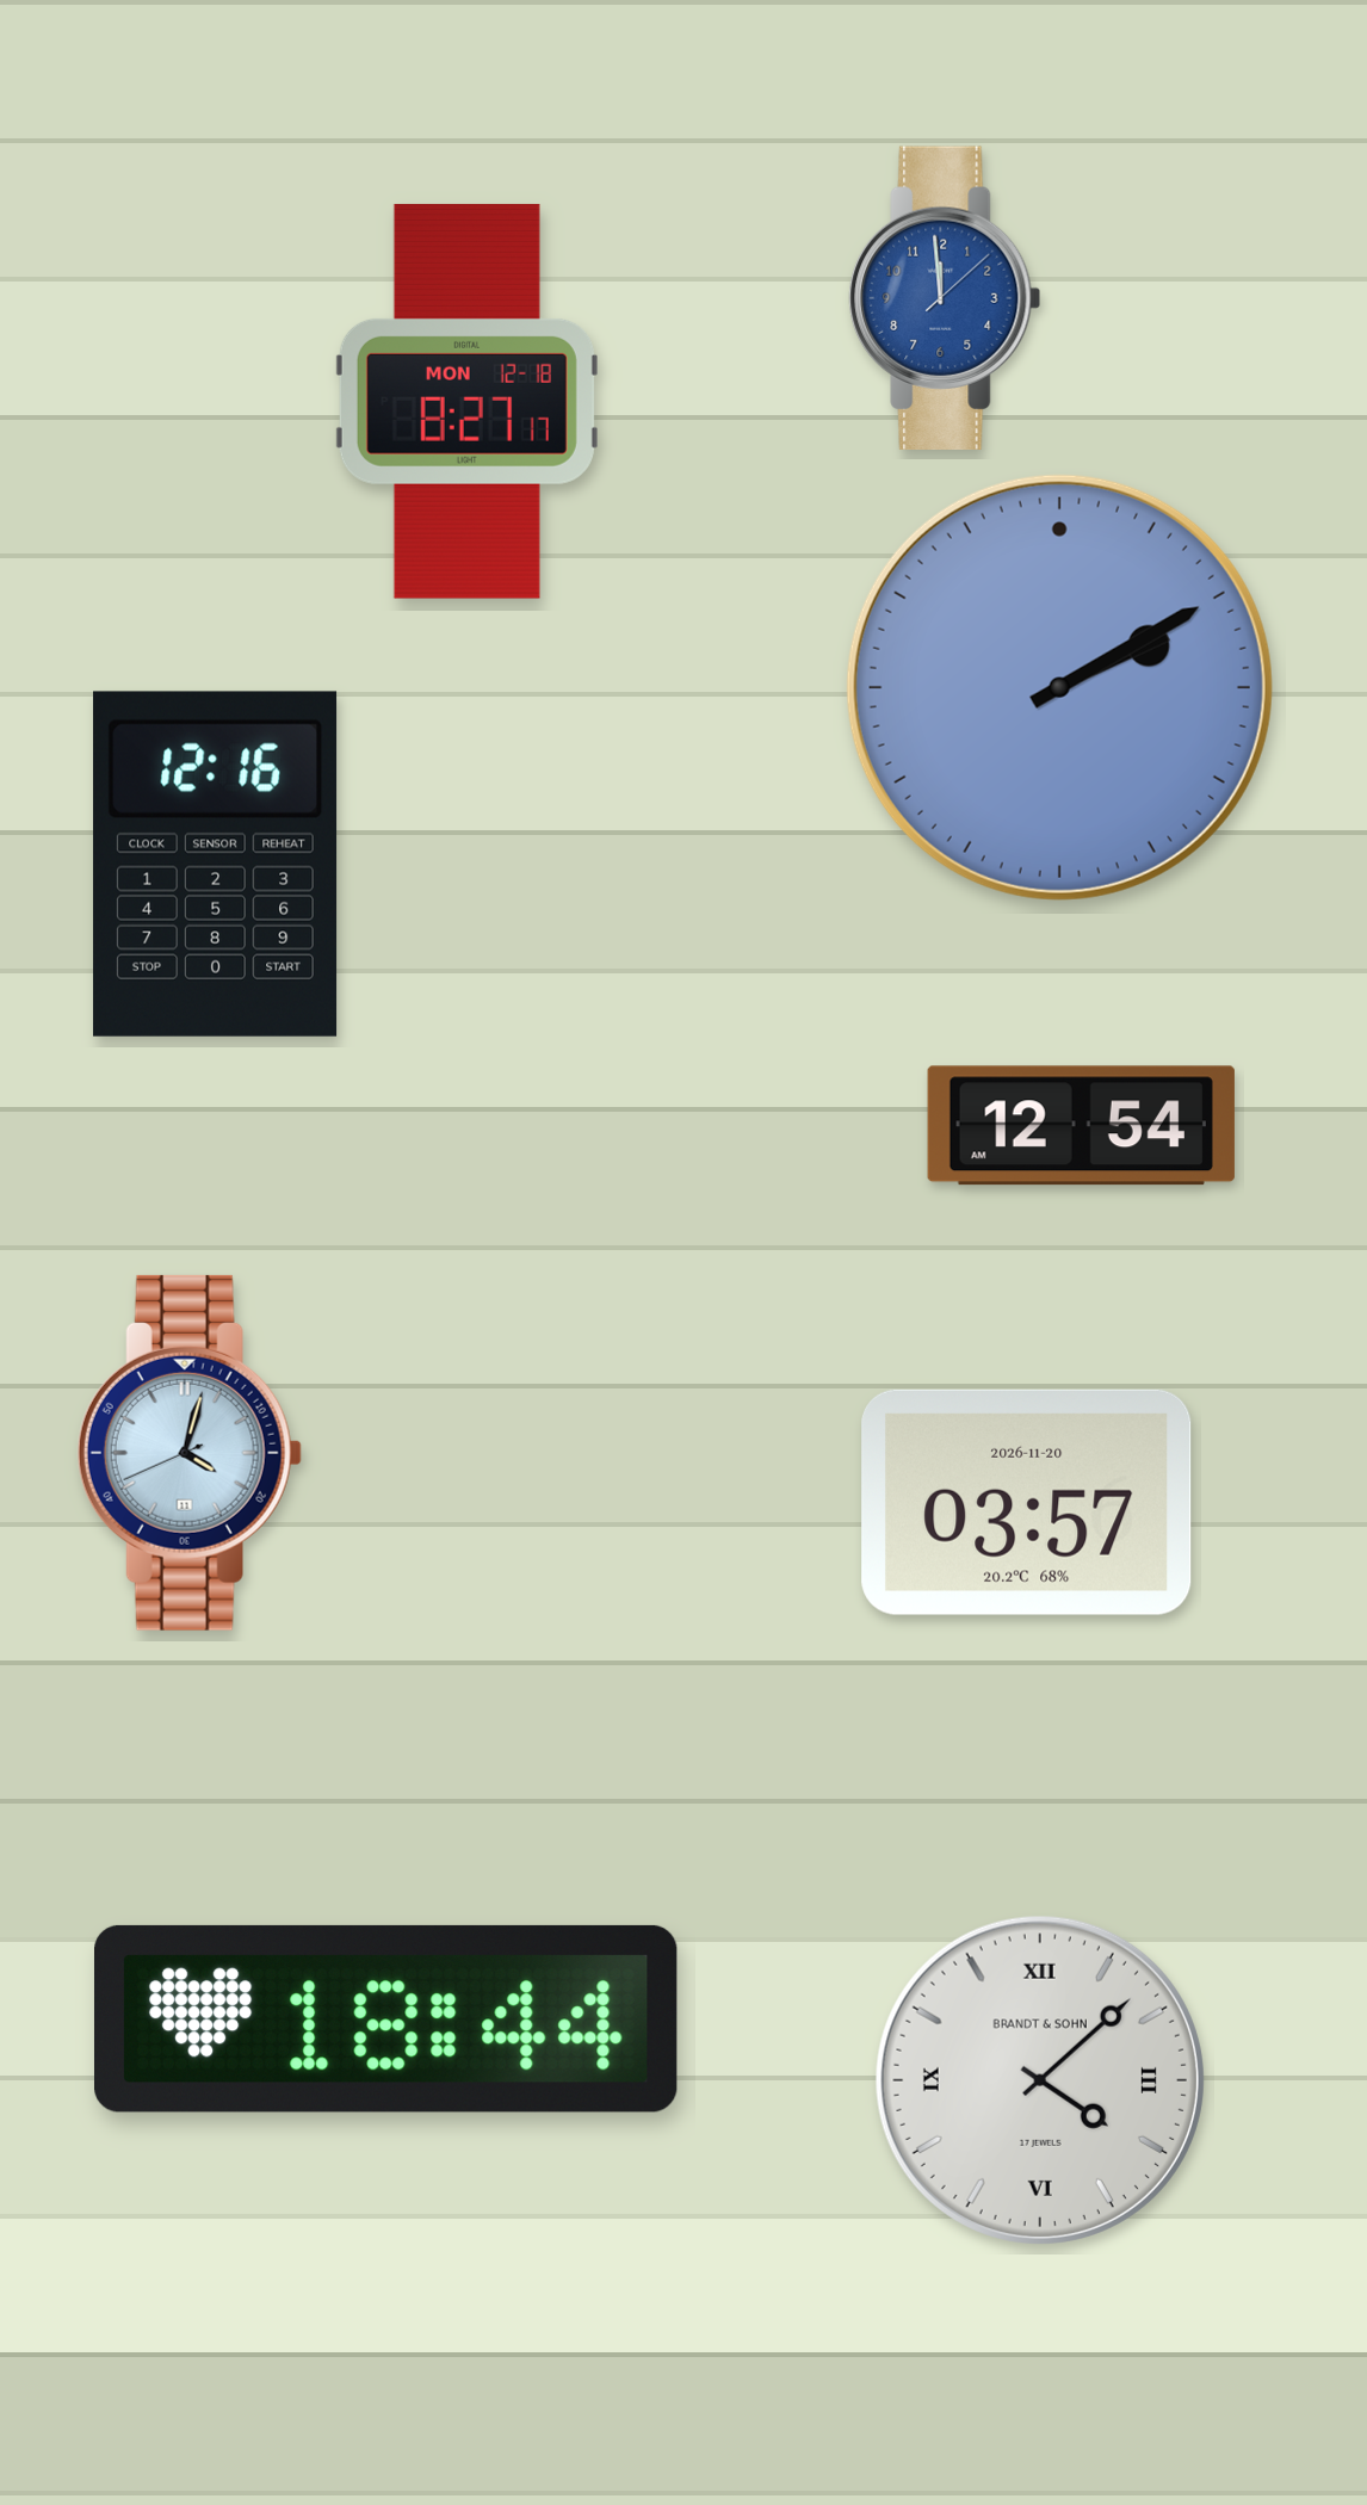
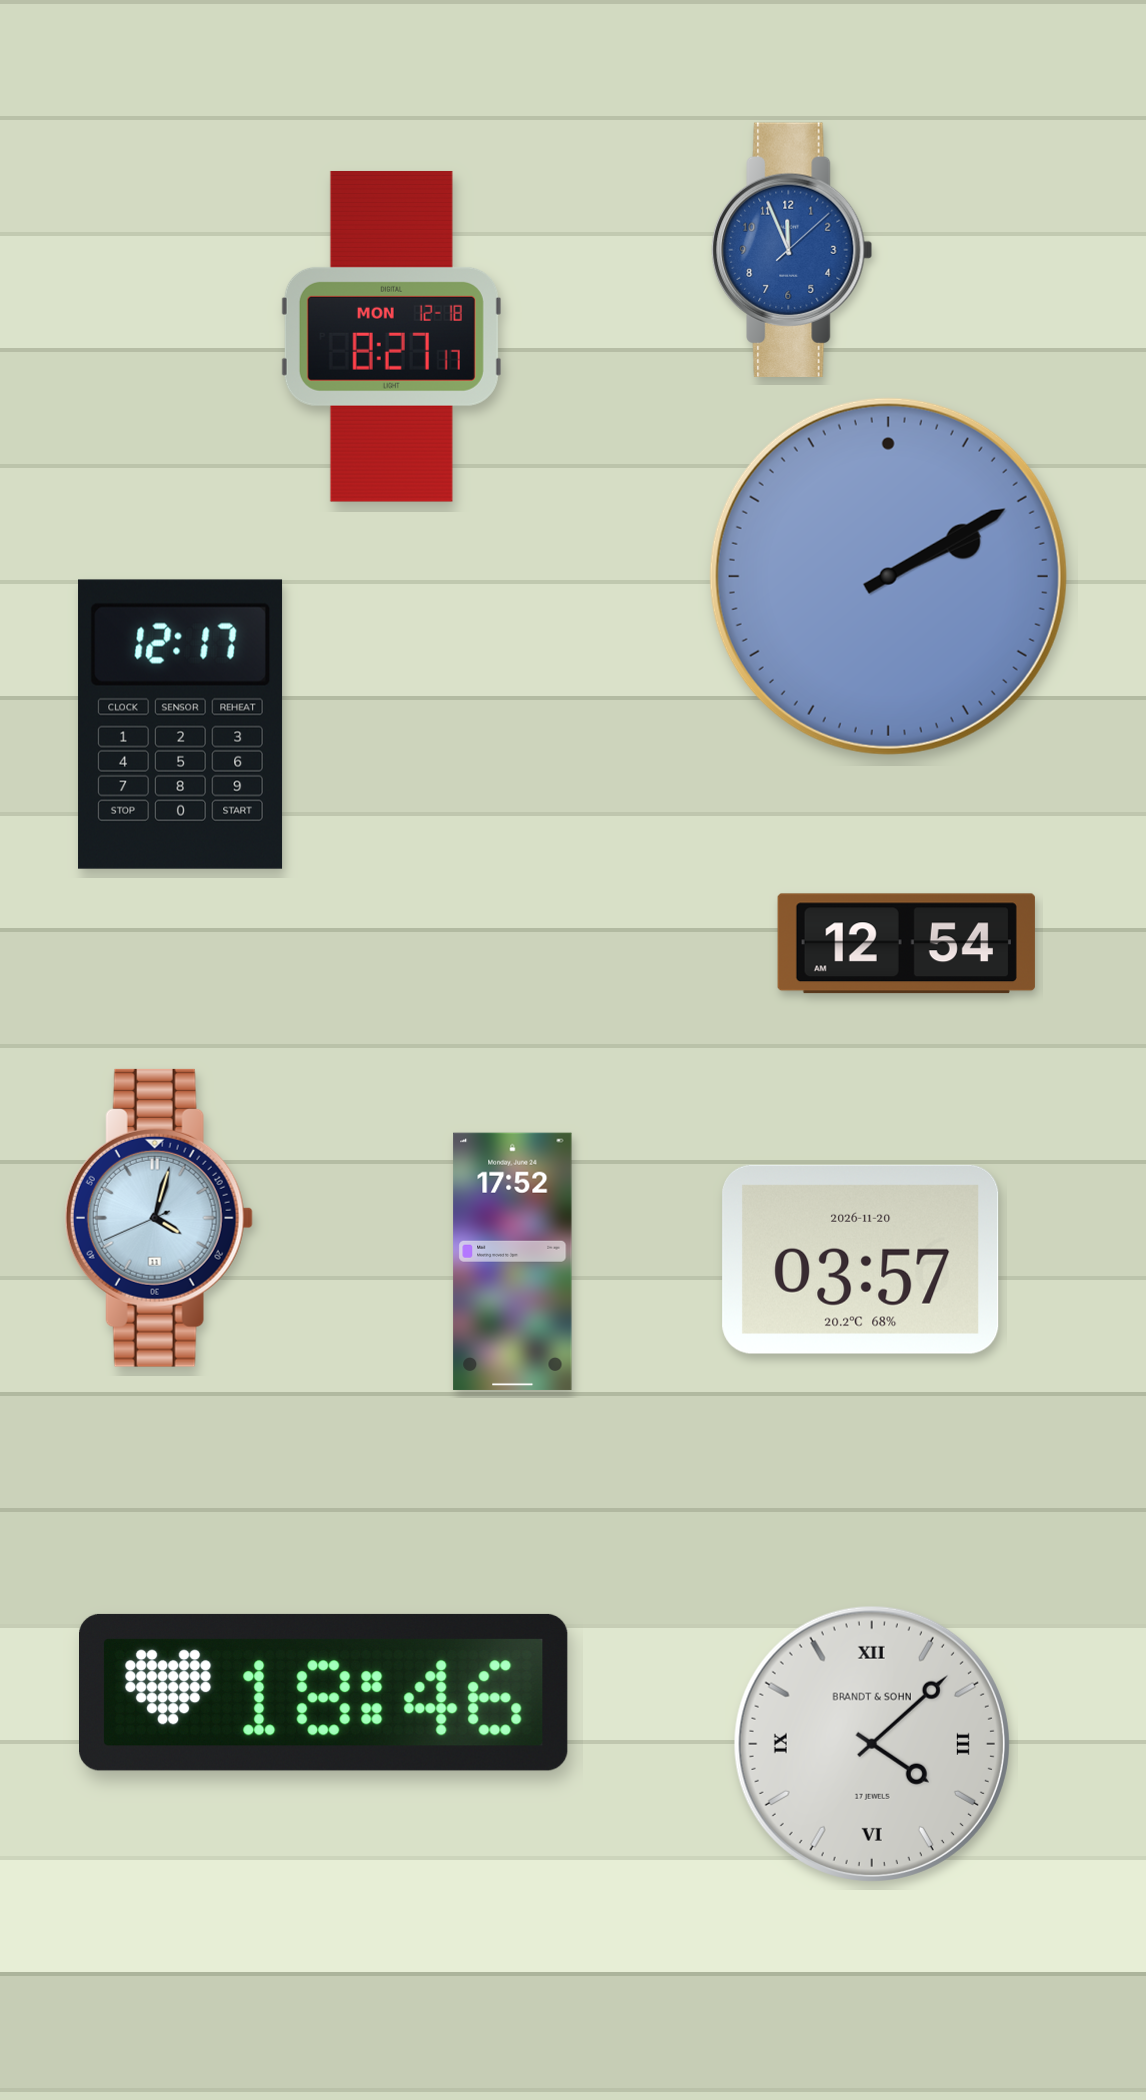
clock at (945, 297): 11:59 -> 11:56
clock at (216, 864): 12:16 -> 12:17
clock at (513, 1261): none -> 17:52
clock at (386, 2018): 18:44 -> 18:46
